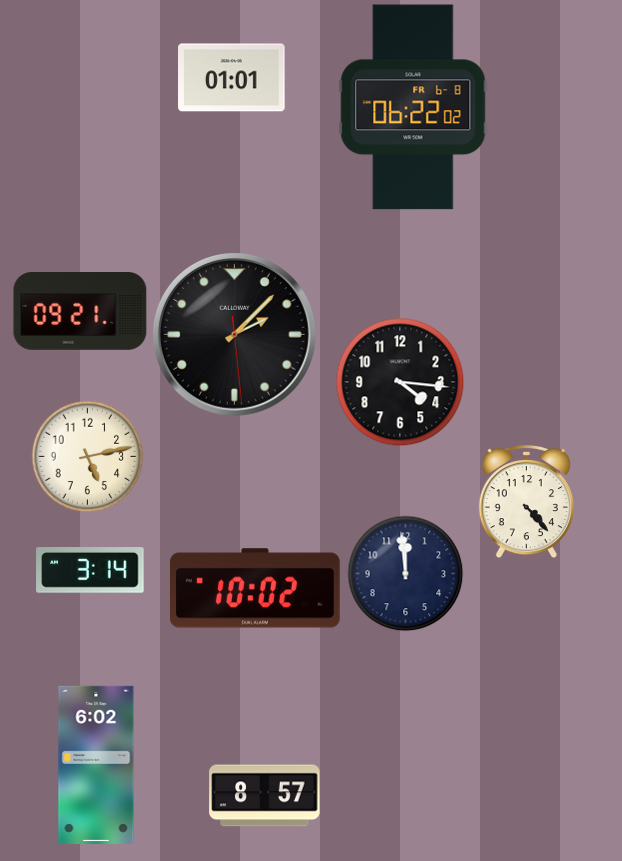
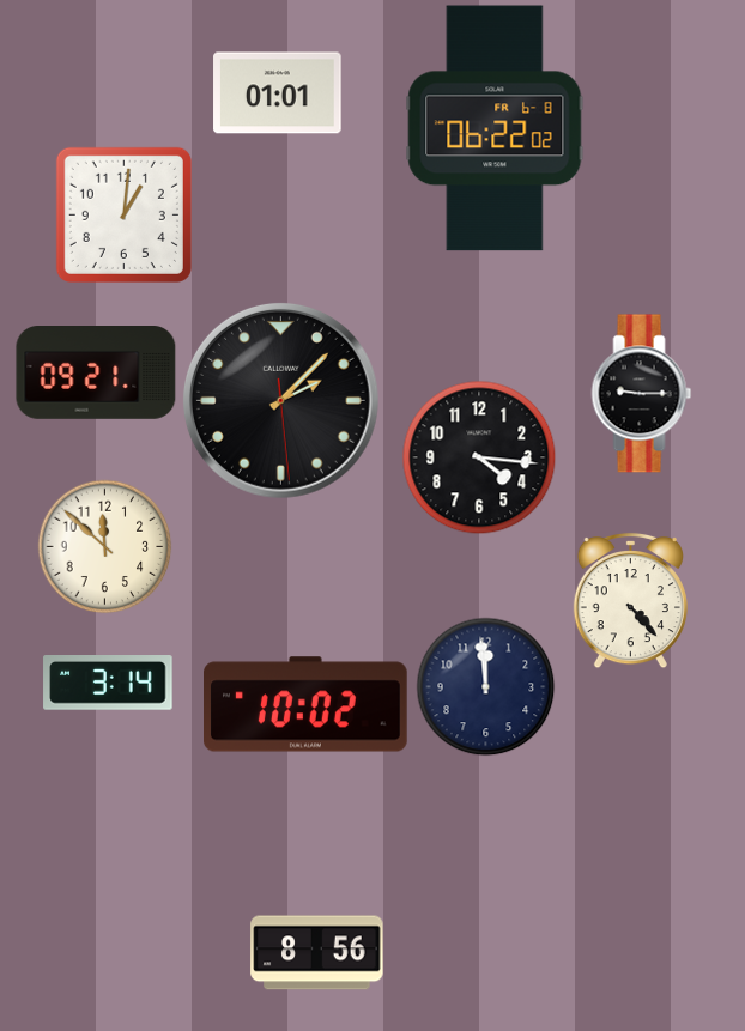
clock at (123, 214): none -> 1:01
clock at (642, 394): none -> 9:15
clock at (87, 456): 5:13 -> 11:52
clock at (96, 765): 6:02 -> none
clock at (265, 796): 8:57 -> 8:56
